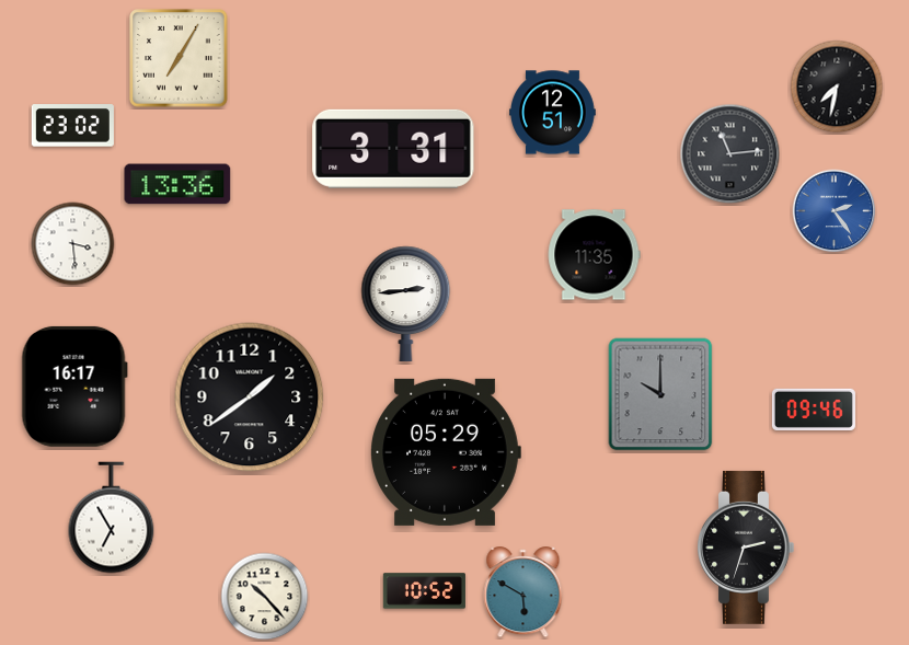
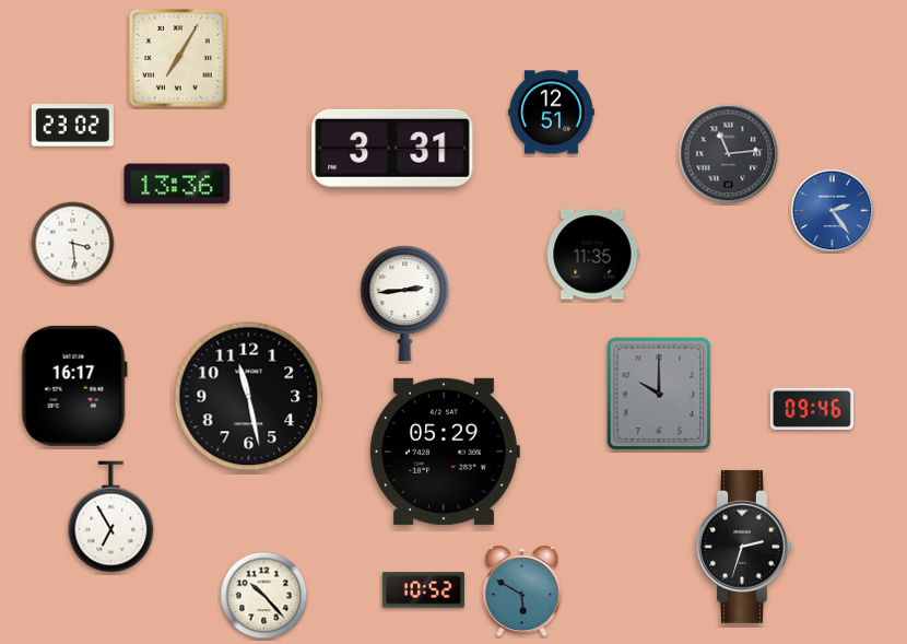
clock at (837, 87): 7:32 -> none
clock at (250, 398): 1:39 -> 11:28
